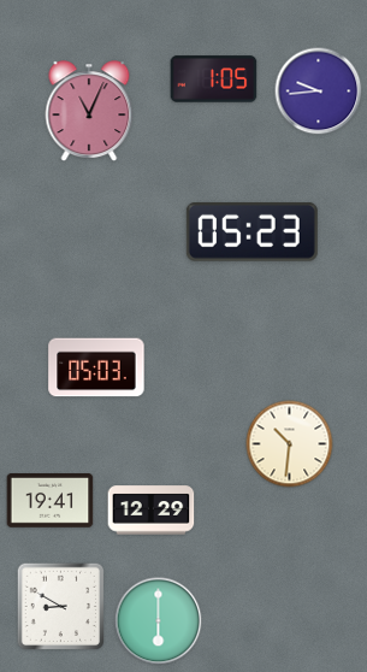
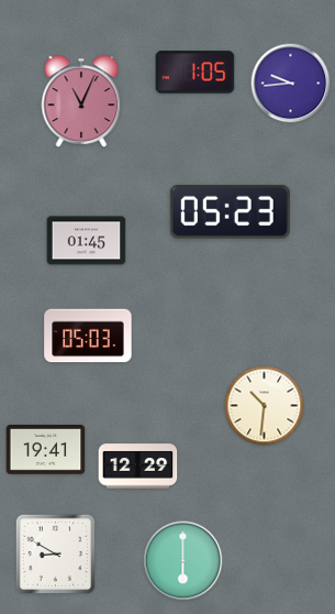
clock at (87, 241): none -> 01:45
clock at (51, 501) position: (51, 501) -> (46, 450)
clock at (159, 621) position: (159, 621) -> (183, 561)
